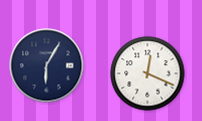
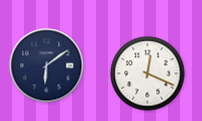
clock at (47, 66): 6:05 -> 6:09
